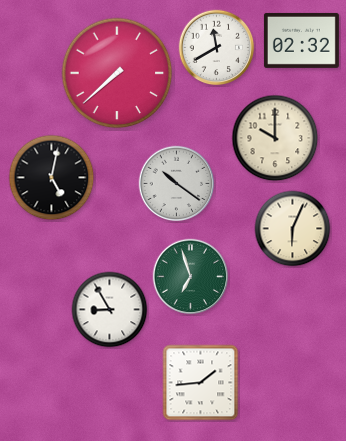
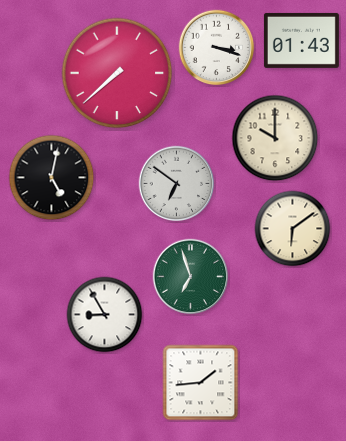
clock at (301, 40): 02:32 -> 01:43
clock at (217, 48): 11:40 -> 3:18
clock at (177, 184): 10:21 -> 6:51
clock at (293, 229): 6:04 -> 6:09
clock at (110, 310) position: (110, 310) -> (105, 315)
